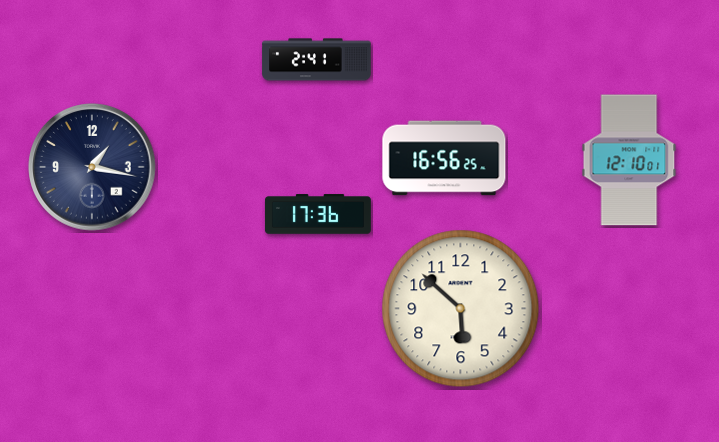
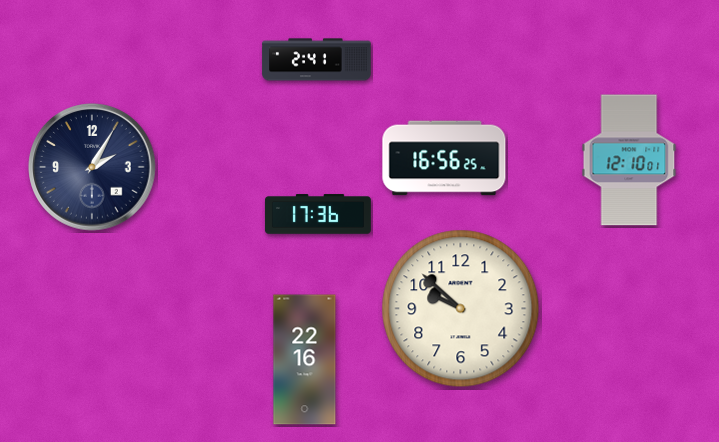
clock at (92, 167): 1:17 -> 2:05
clock at (461, 309): 5:52 -> 9:52
clock at (305, 360): none -> 22:16
